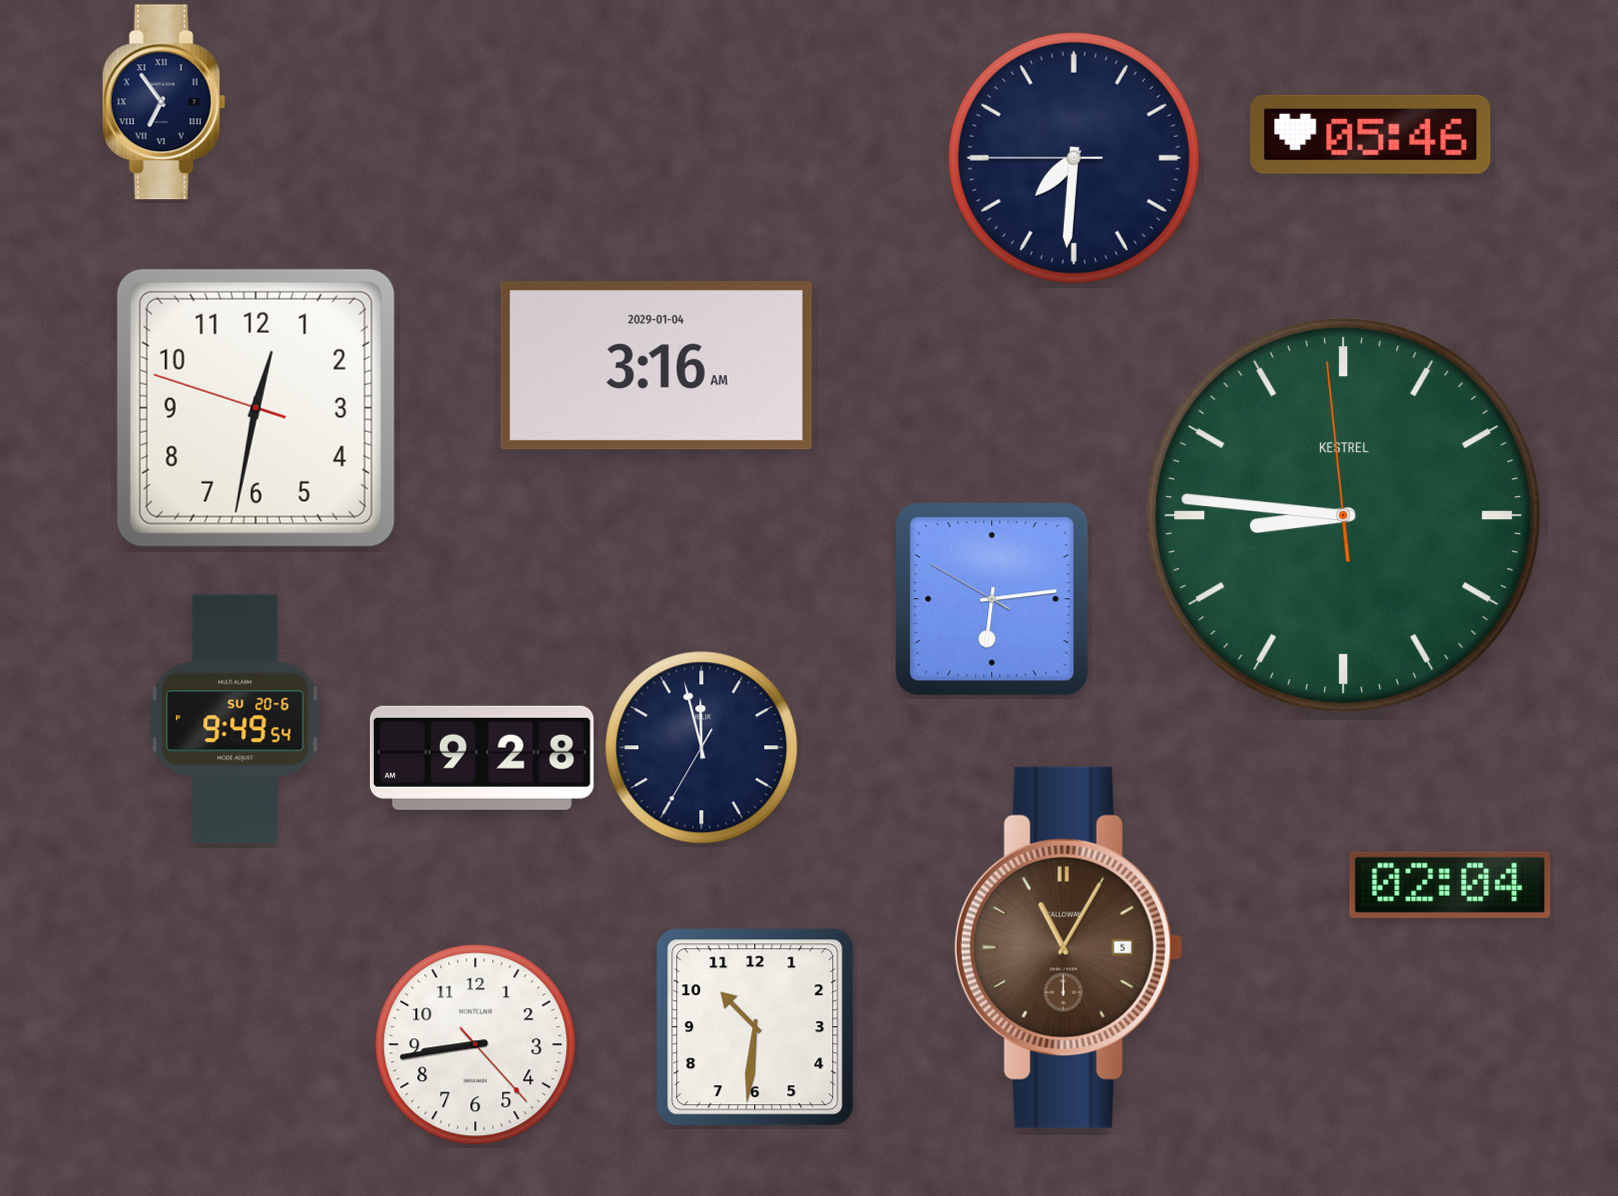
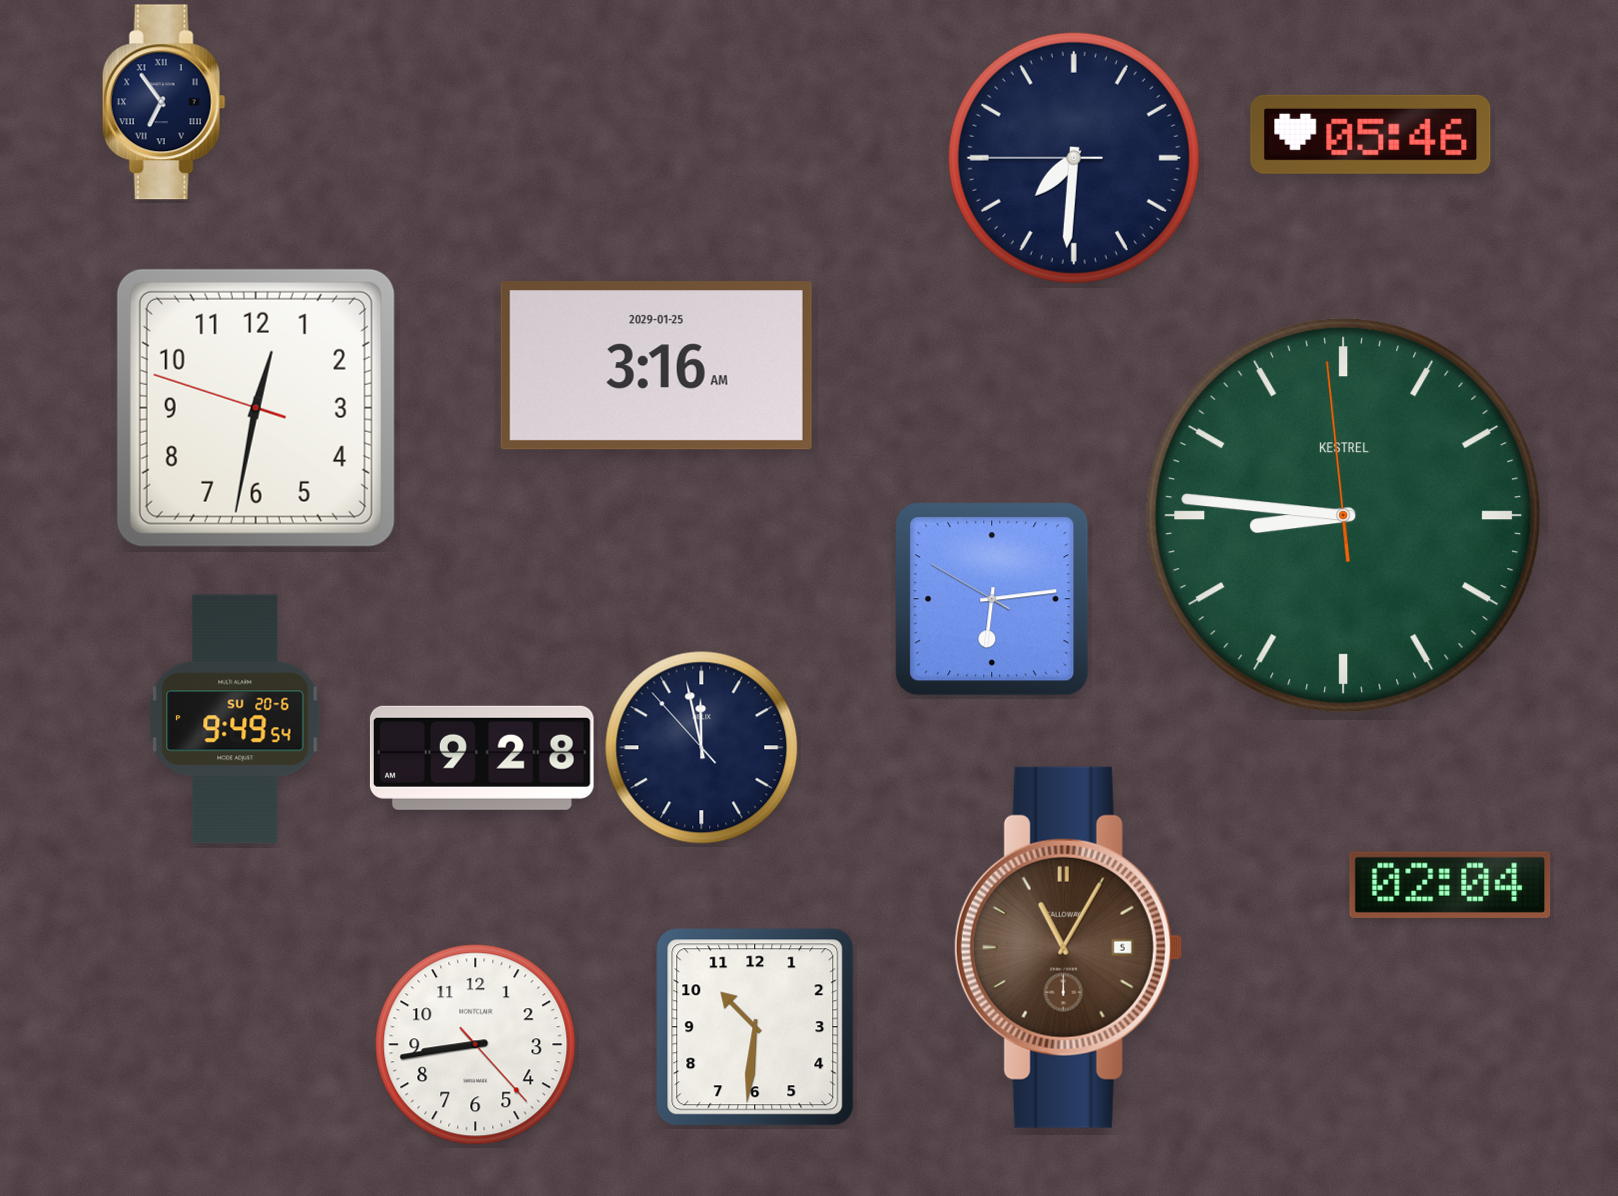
clock at (656, 366) date: 2029-01-04 -> 2029-01-25
clock at (702, 748): 11:57:35 -> 11:57:53
